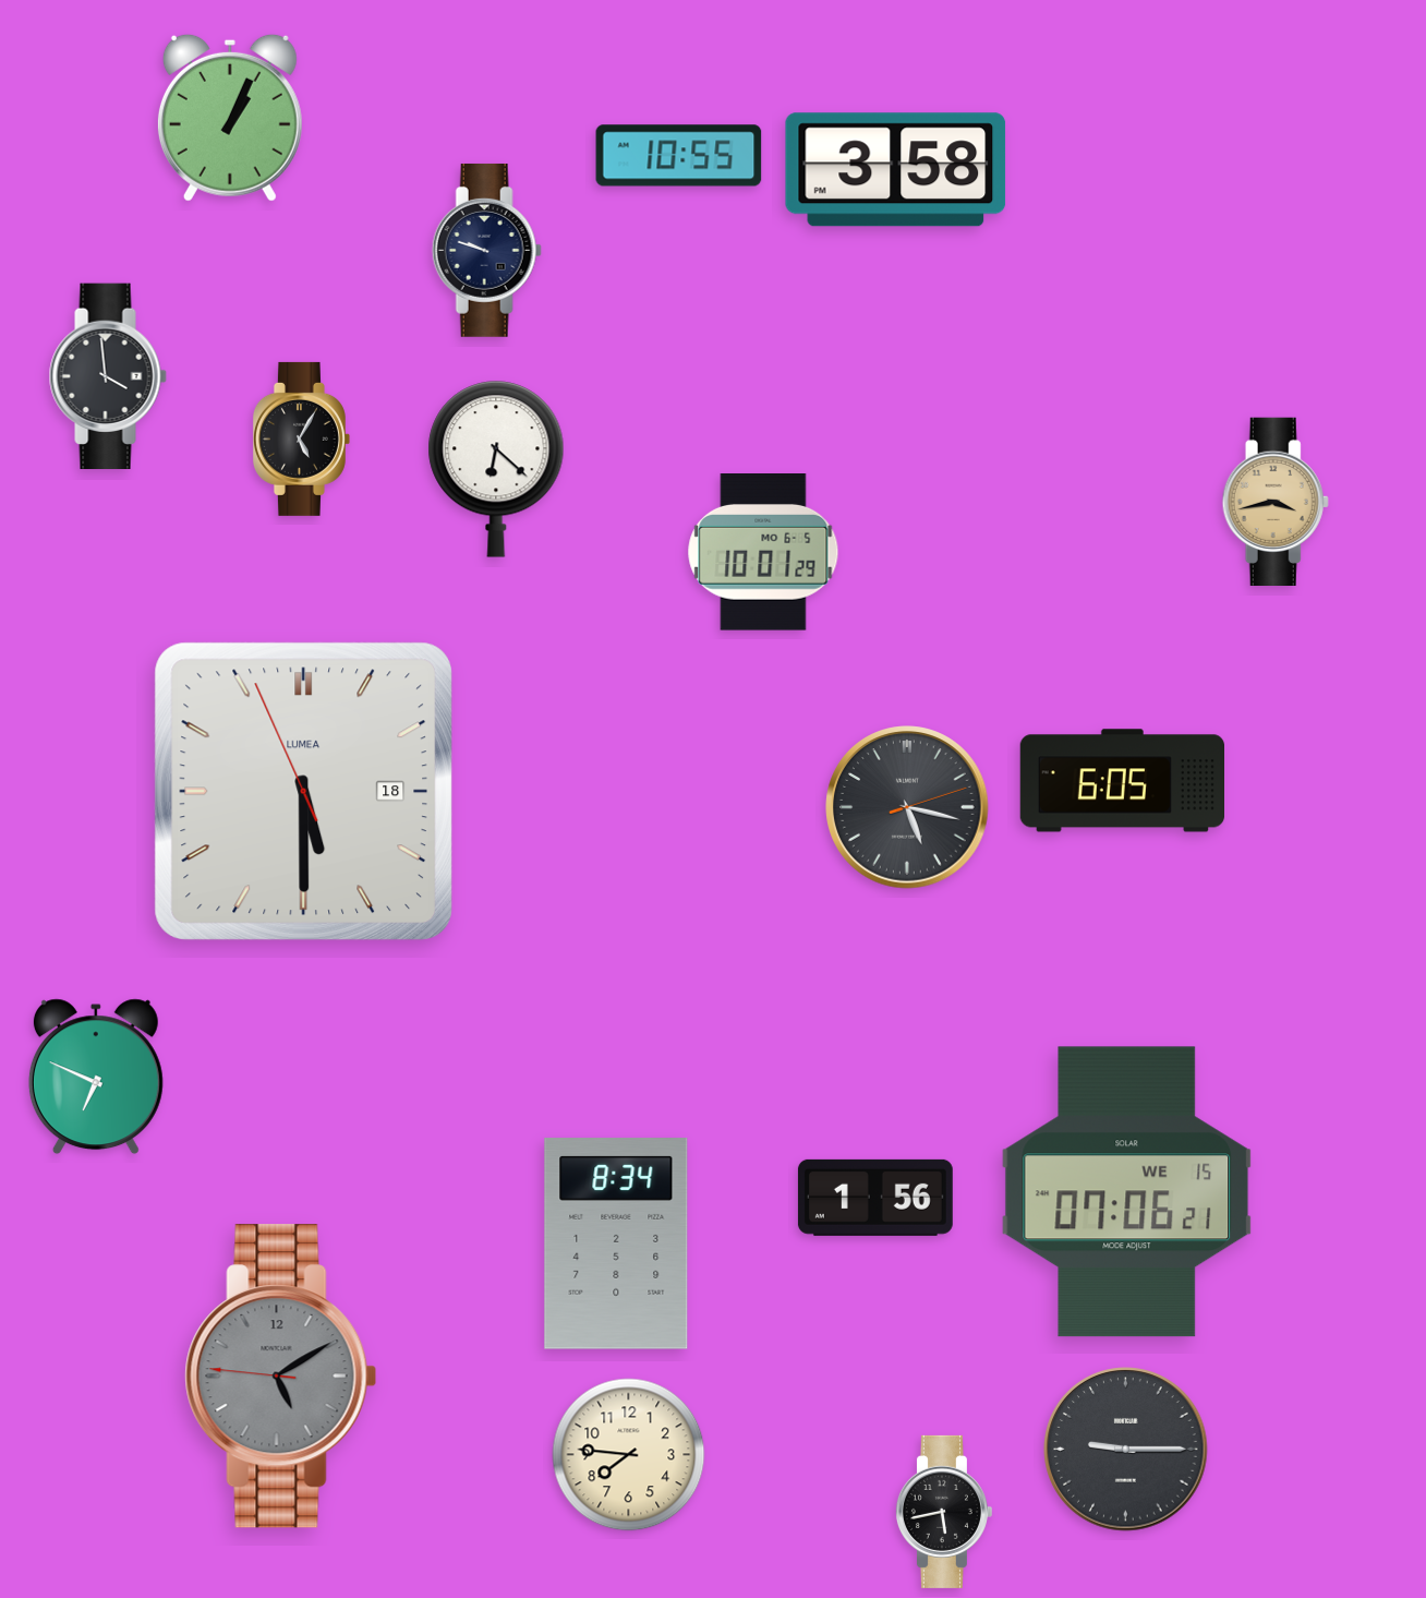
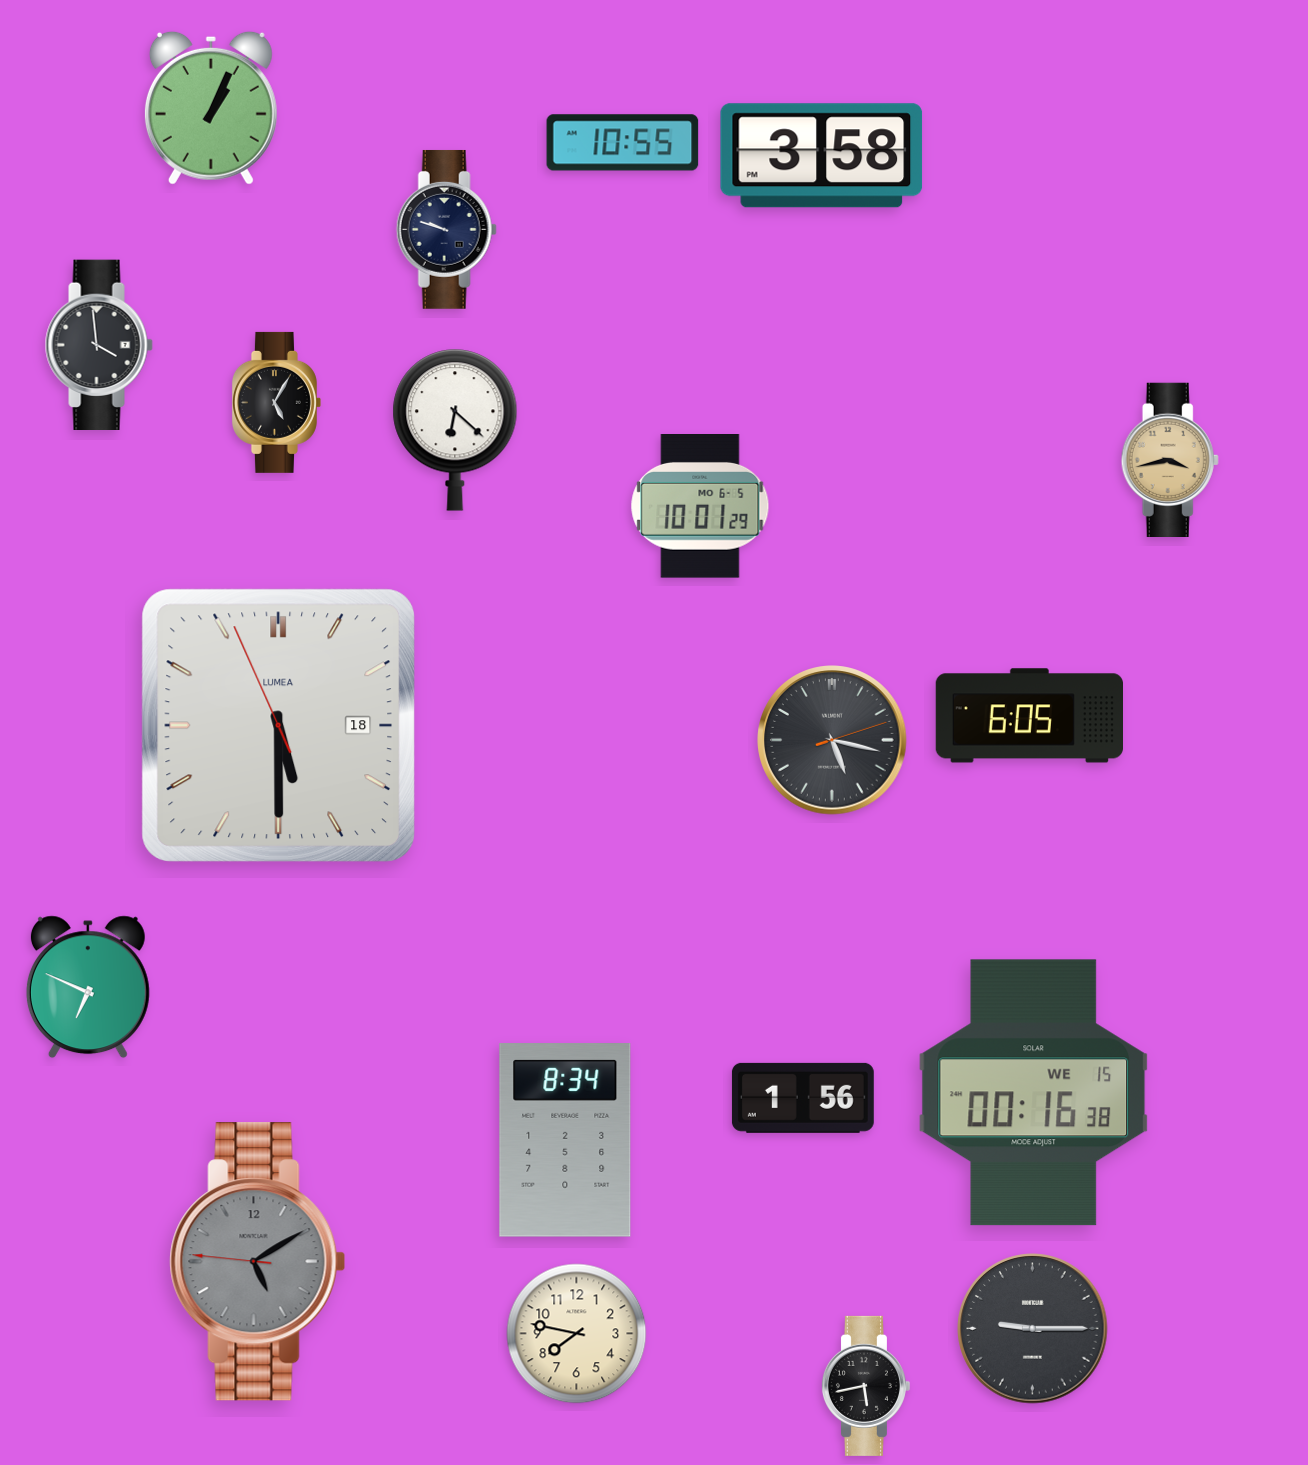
clock at (1127, 1192): 07:06 -> 00:16
clock at (629, 1455): 7:46 -> 7:47
